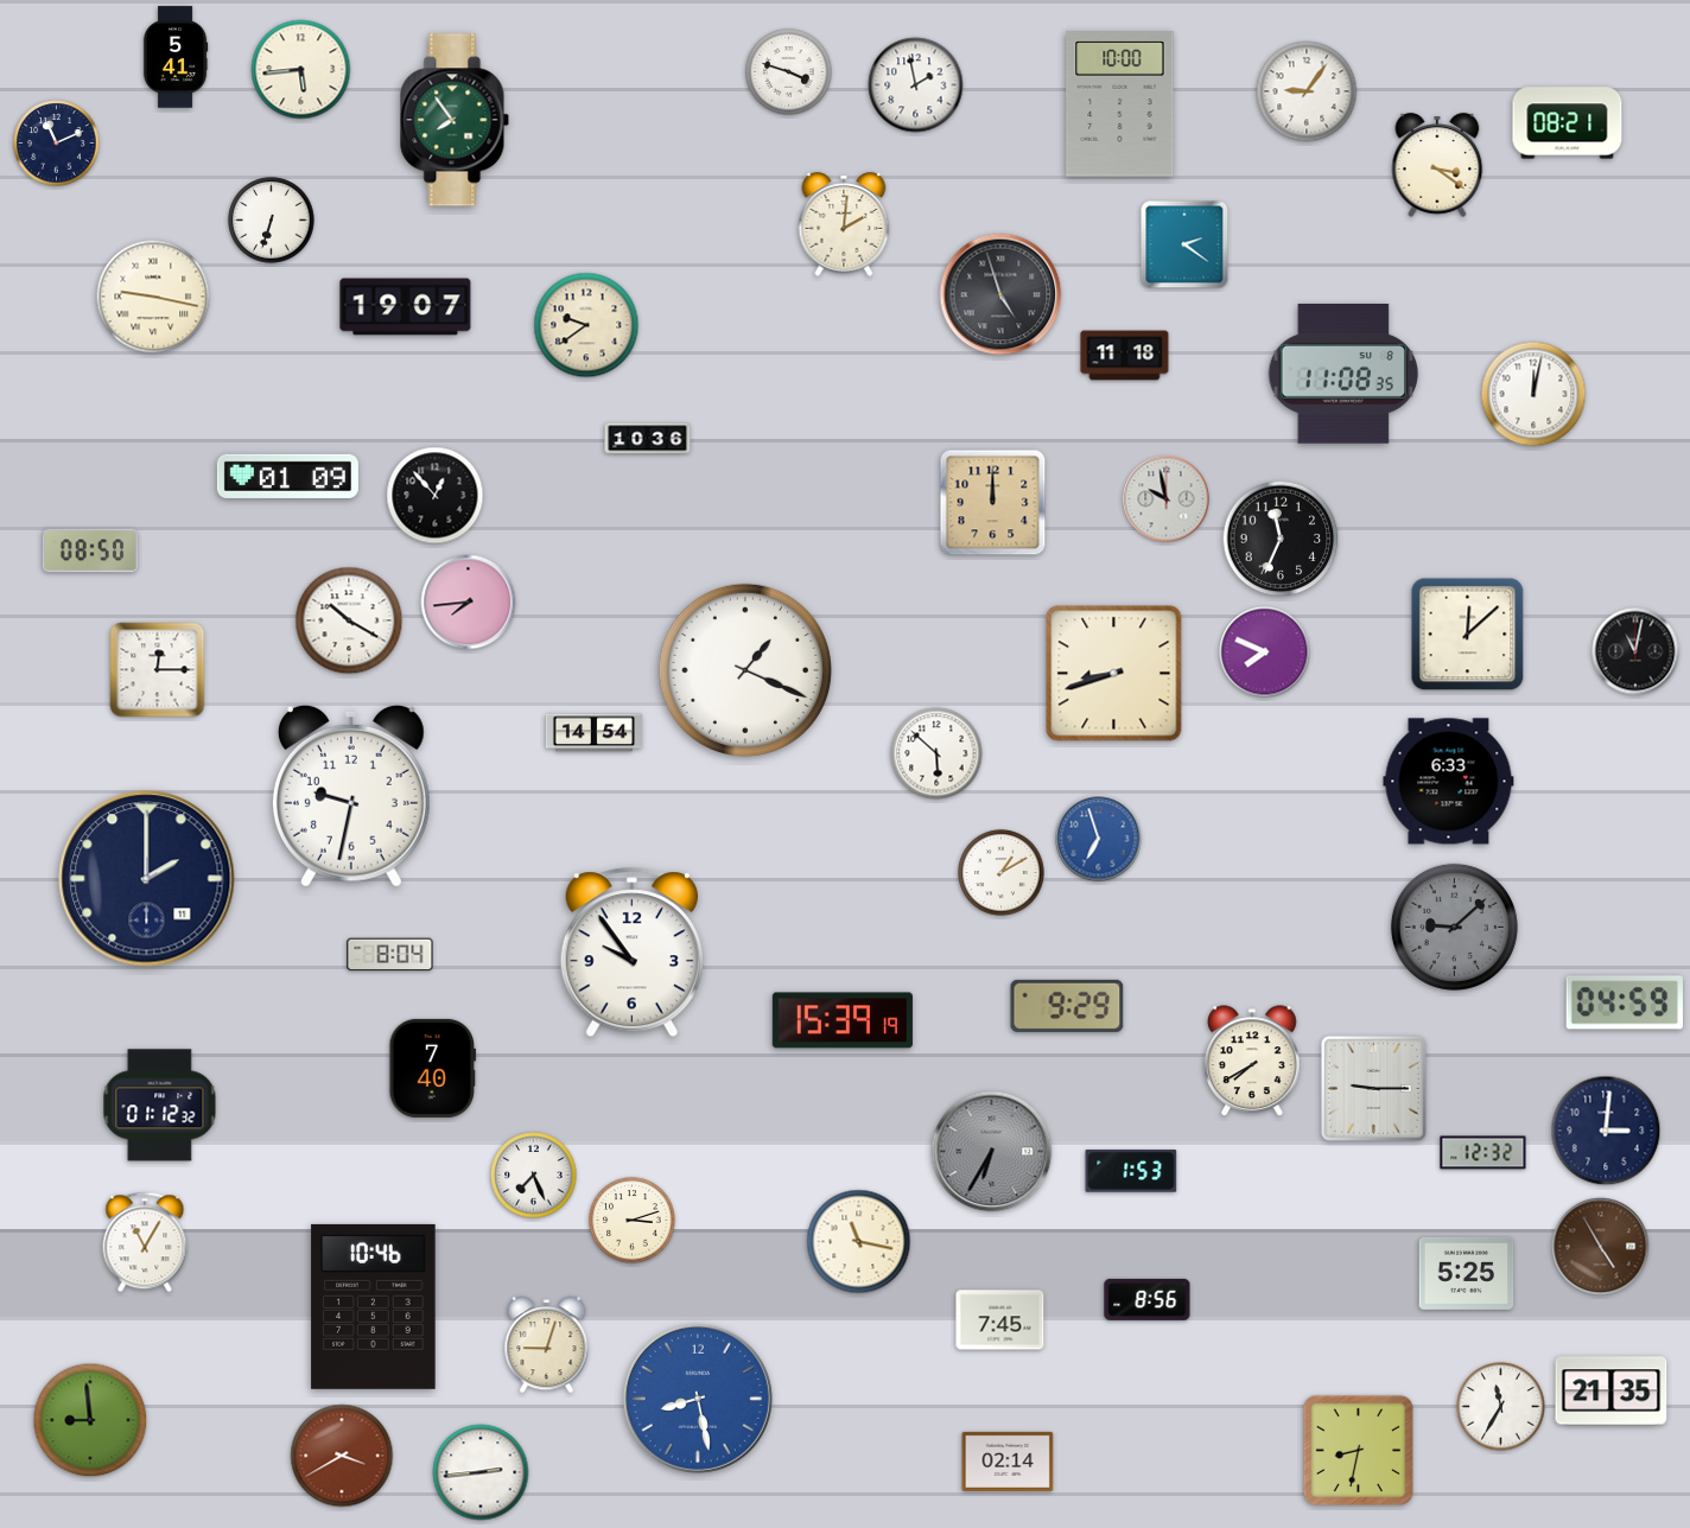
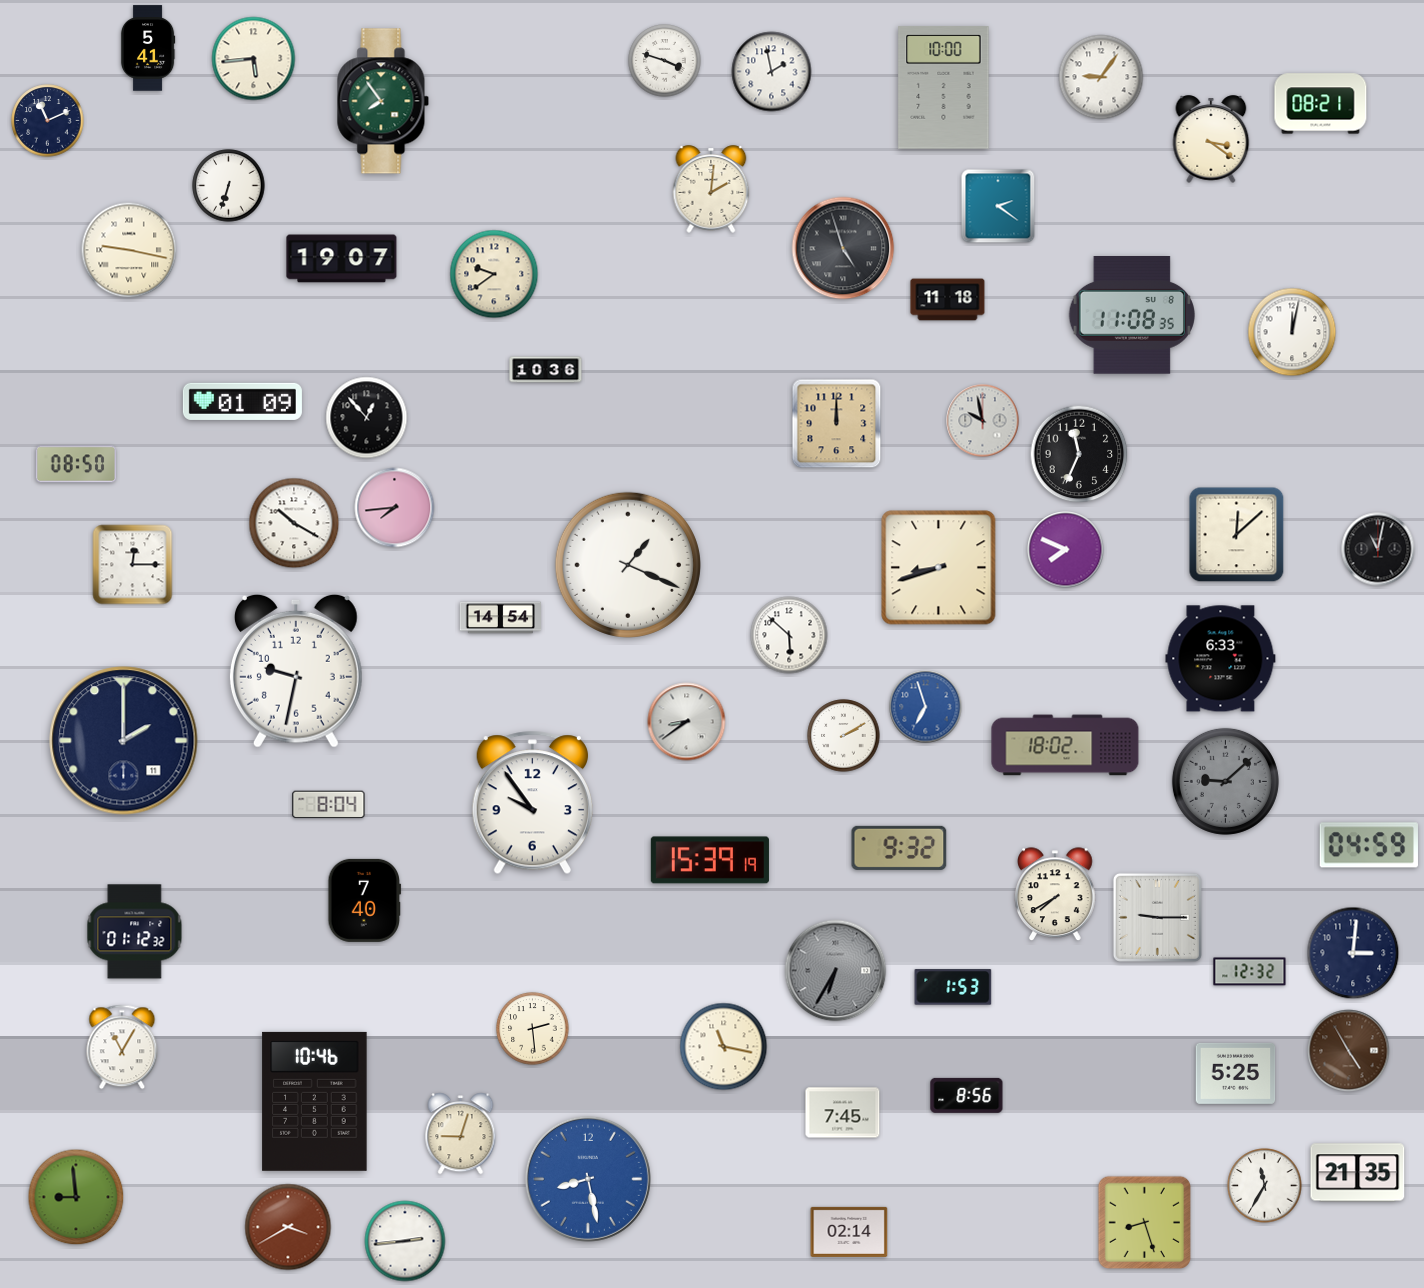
clock at (687, 722): none -> 8:39
clock at (1002, 873): 1:10 -> 2:10
clock at (1065, 745): none -> 18:02
clock at (1067, 1006): 9:29 -> 9:32
clock at (534, 1176): 7:26 -> none
clock at (633, 1221): 3:12 -> 2:29
clock at (1359, 1451): 8:32 -> 8:27
